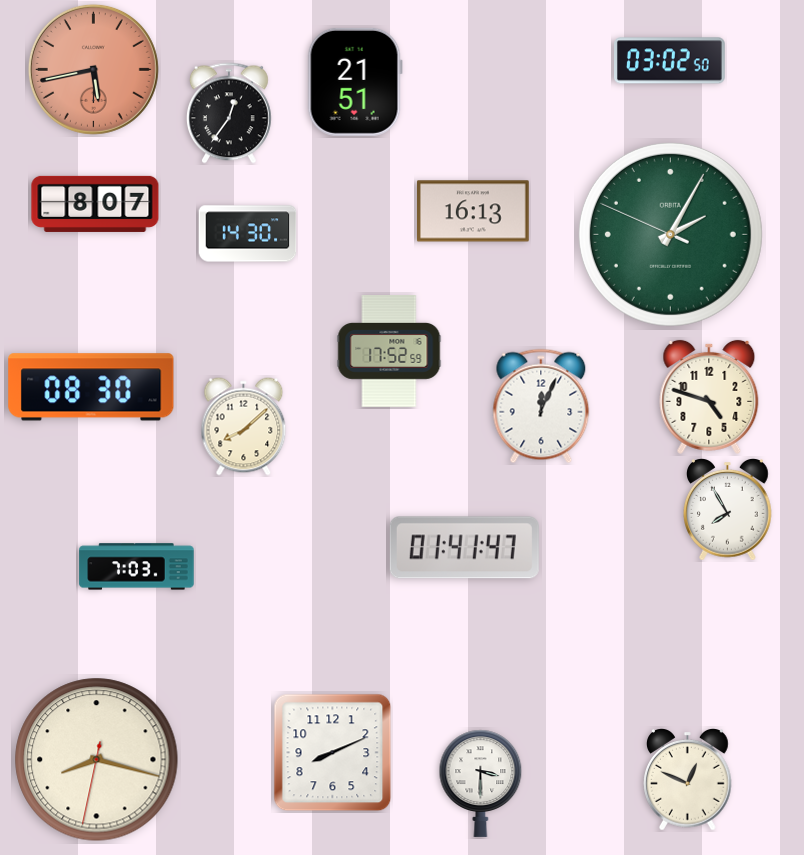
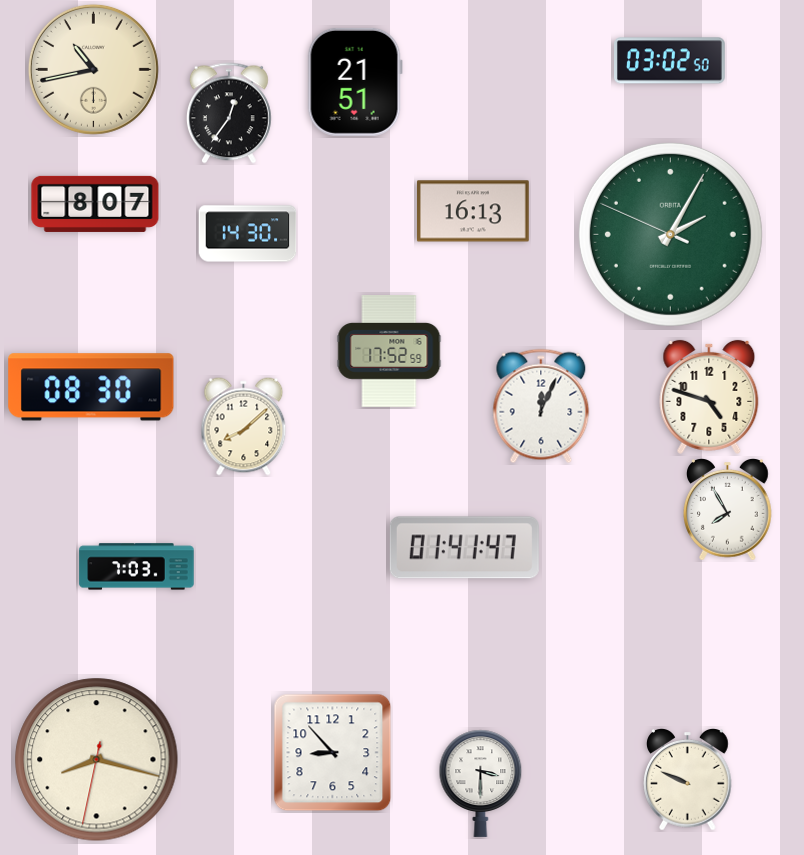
clock at (93, 69): 5:43 -> 10:43
clock at (93, 69) dial: salmon -> cream
clock at (333, 753): 8:11 -> 8:53
clock at (688, 780): 12:49 -> 9:49
